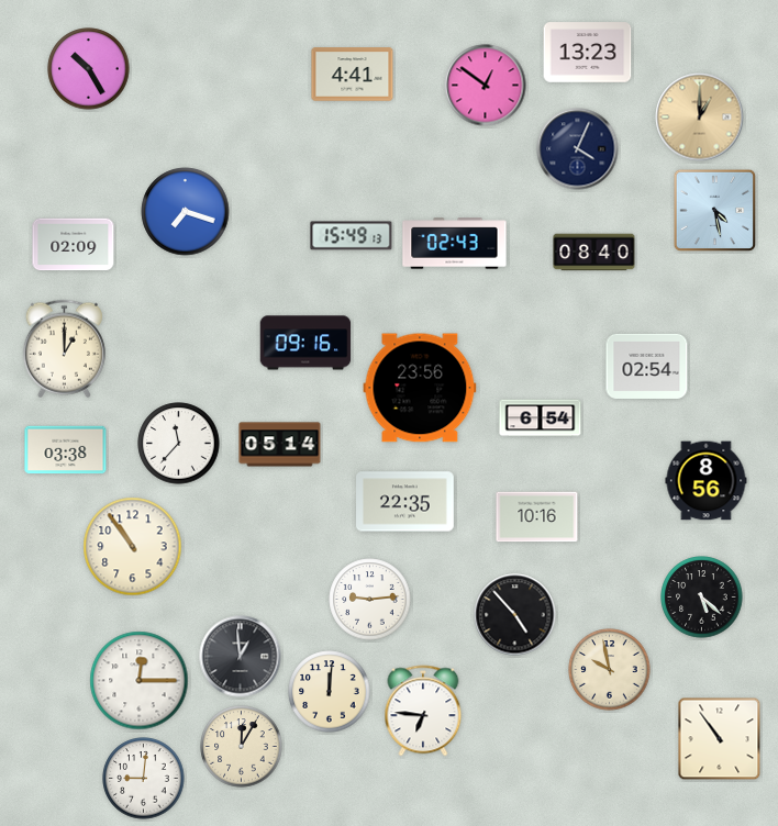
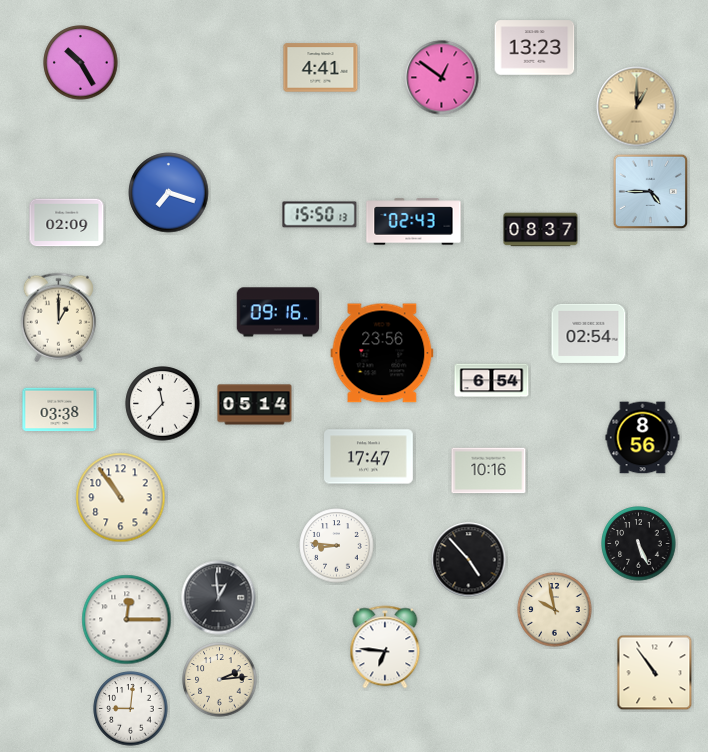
clock at (578, 149): 4:04 -> none
clock at (715, 211): 4:28 -> 4:45
clock at (352, 236): 15:49 -> 15:50
clock at (594, 253): 08:40 -> 08:37
clock at (405, 502): 22:35 -> 17:47
clock at (702, 598): 5:22 -> 5:26
clock at (370, 600): 9:14 -> 8:46
clock at (330, 692): 12:01 -> none
clock at (242, 747): 12:05 -> 2:14
